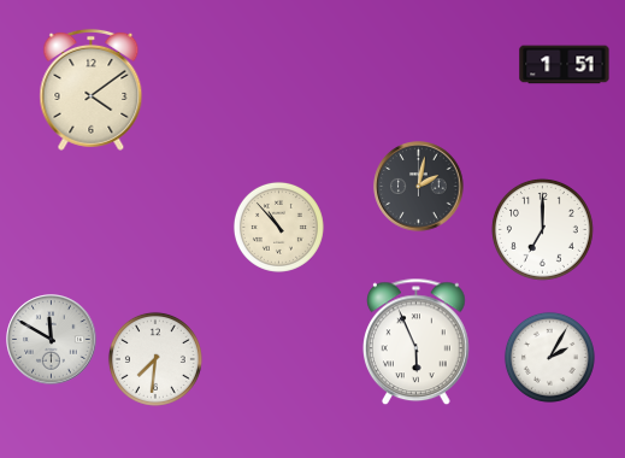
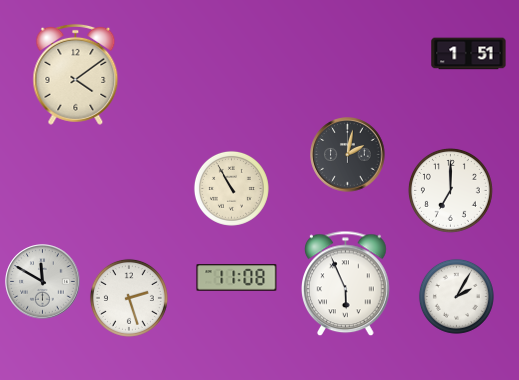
clock at (278, 227): 10:53 -> 10:55
clock at (237, 278): none -> 11:08
clock at (155, 359): 7:31 -> 2:27
